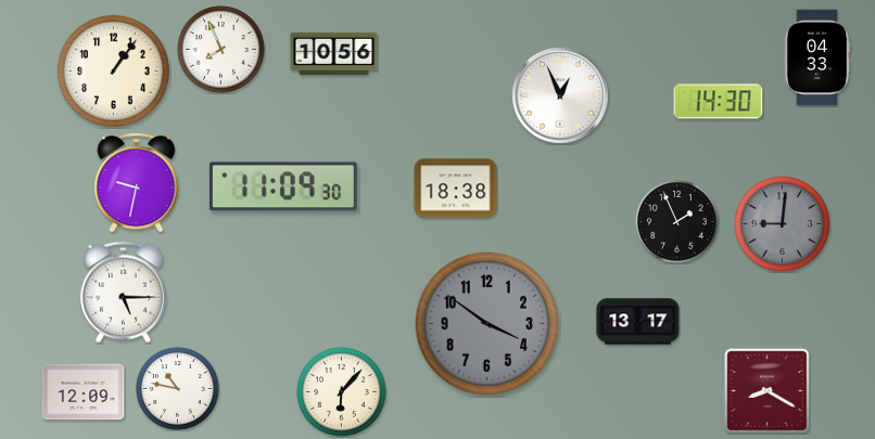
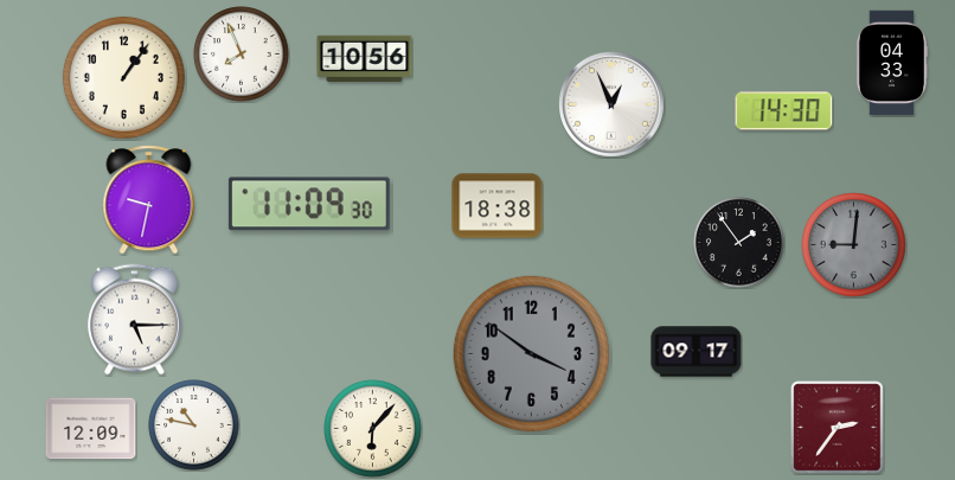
clock at (677, 222): 1:56 -> 1:54
clock at (638, 322): 13:17 -> 09:17
clock at (768, 391): 8:20 -> 2:36
